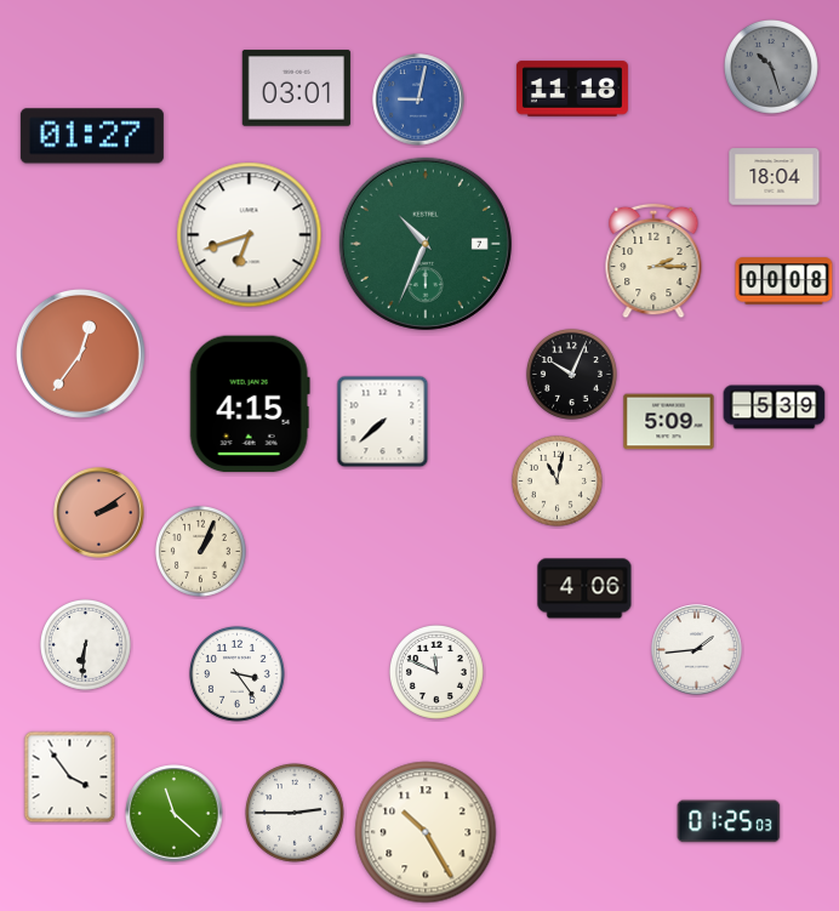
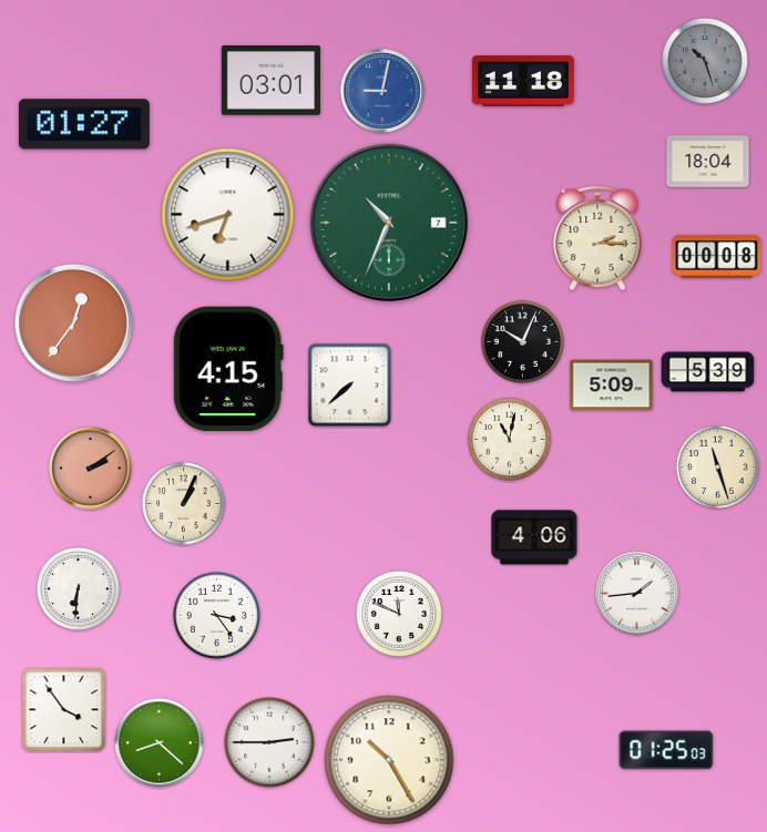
clock at (717, 466): none -> 11:27
clock at (175, 814): 11:22 -> 8:22
